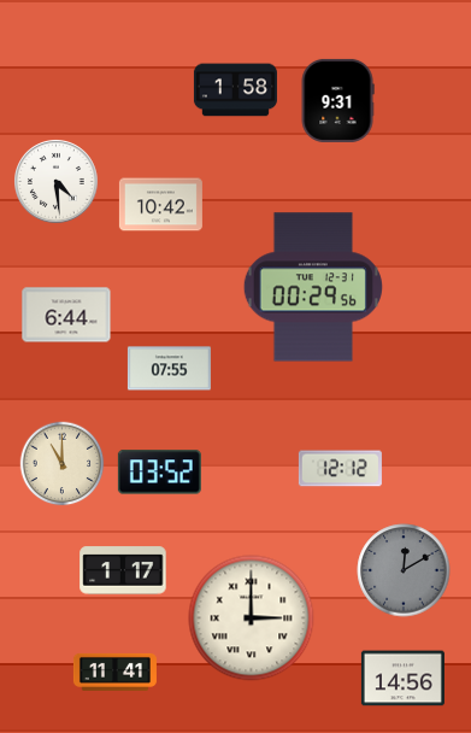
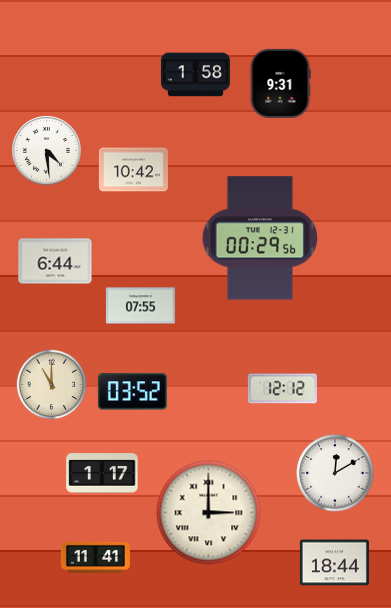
clock at (404, 570) dial: grey -> white
clock at (402, 679): 14:56 -> 18:44
